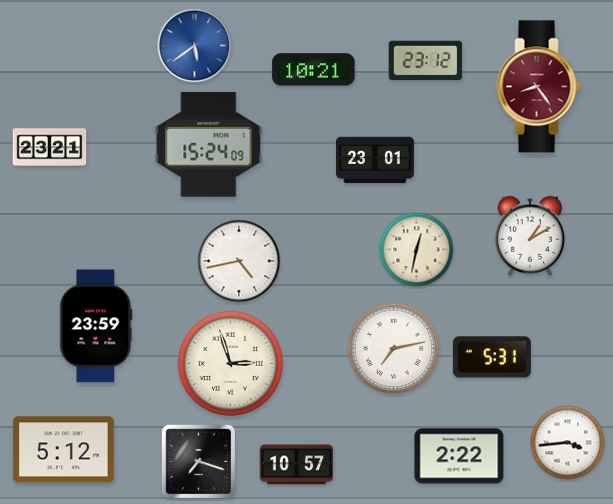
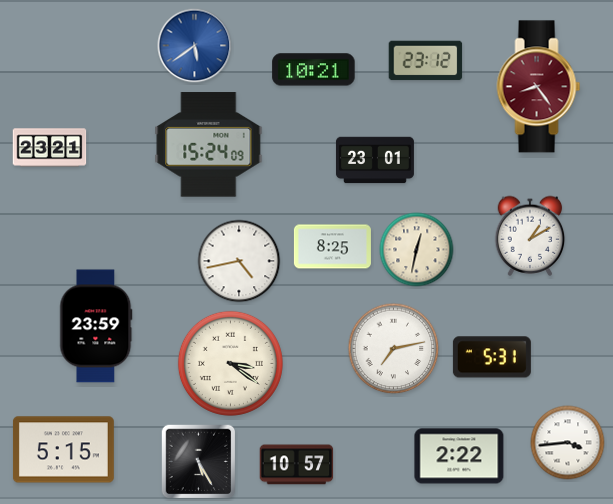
clock at (332, 247): none -> 8:25
clock at (230, 363): 2:57 -> 3:21
clock at (63, 450): 5:12 -> 5:15
clock at (199, 462): 7:18 -> 5:25
